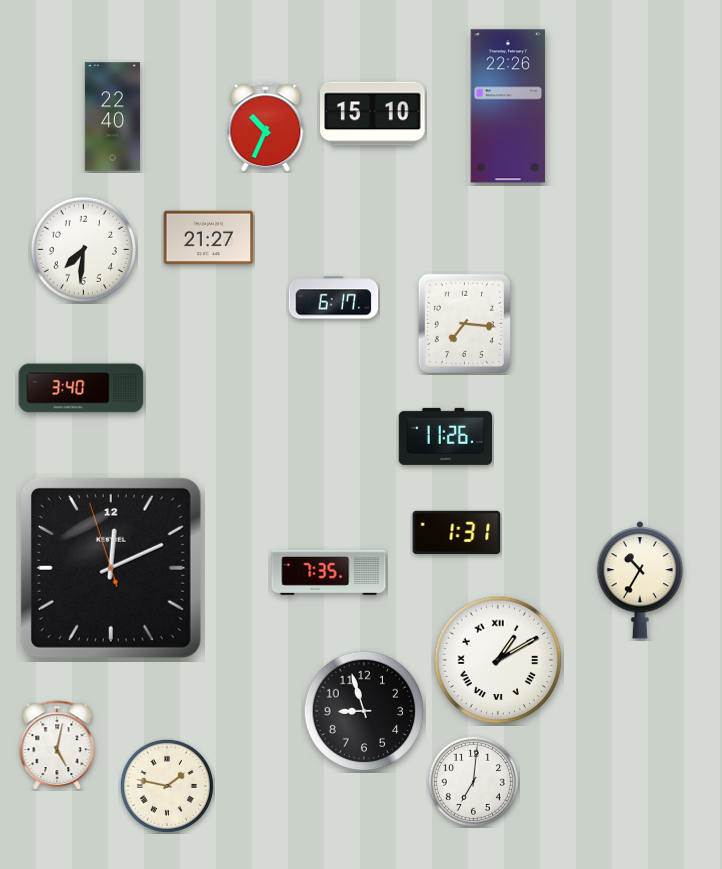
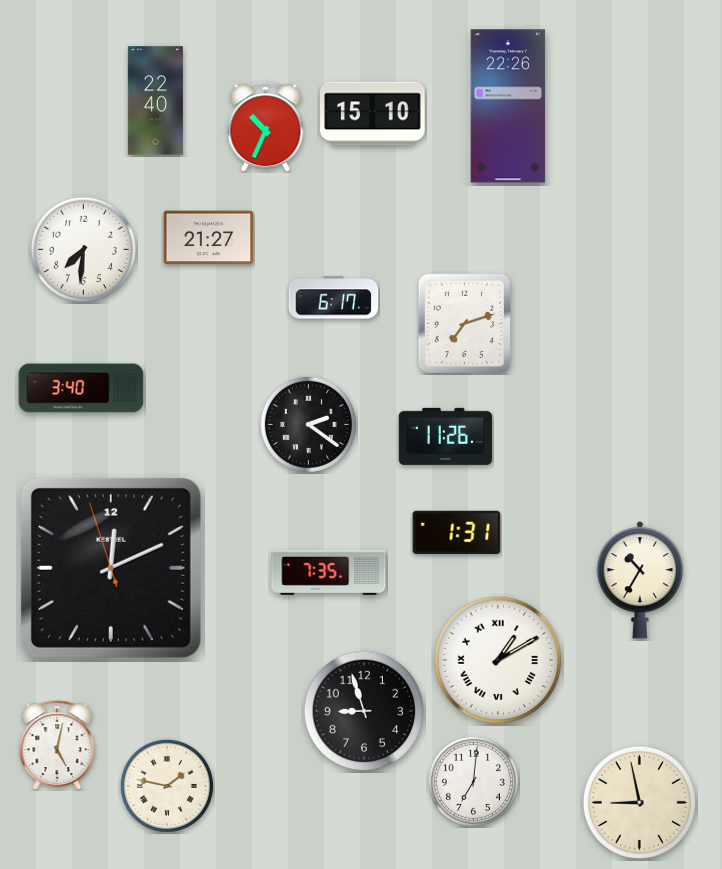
clock at (112, 117) position: (112, 117) -> (155, 101)
clock at (464, 323): 7:16 -> 7:12
clock at (308, 424): none -> 2:21
clock at (639, 802): none -> 8:58
